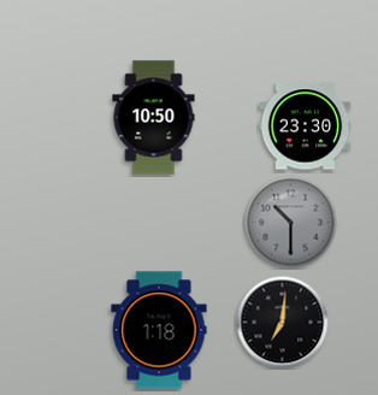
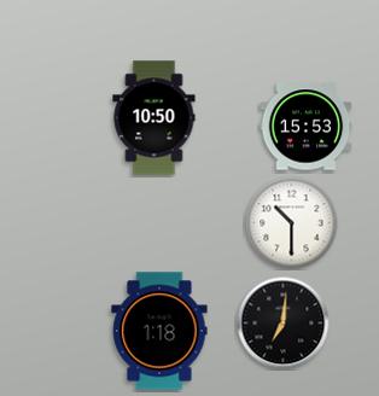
clock at (306, 126): 23:30 -> 15:53
clock at (291, 223) dial: grey -> white
